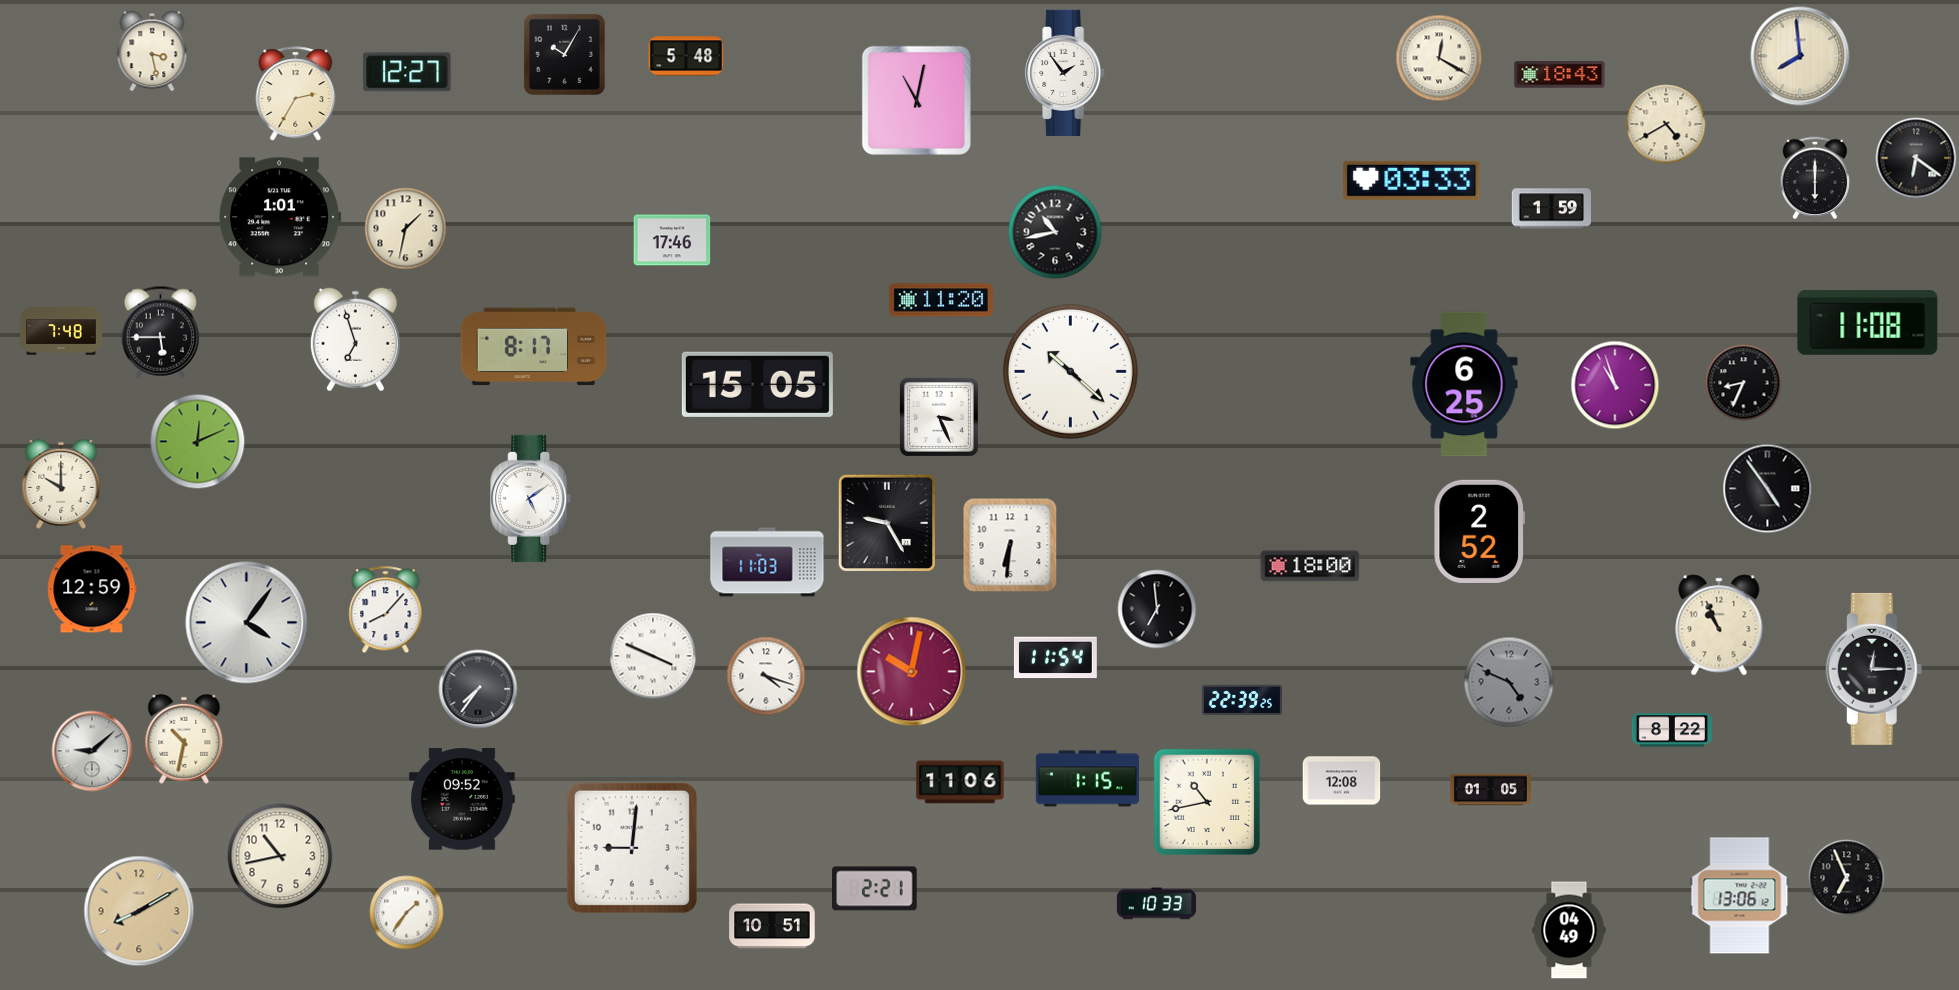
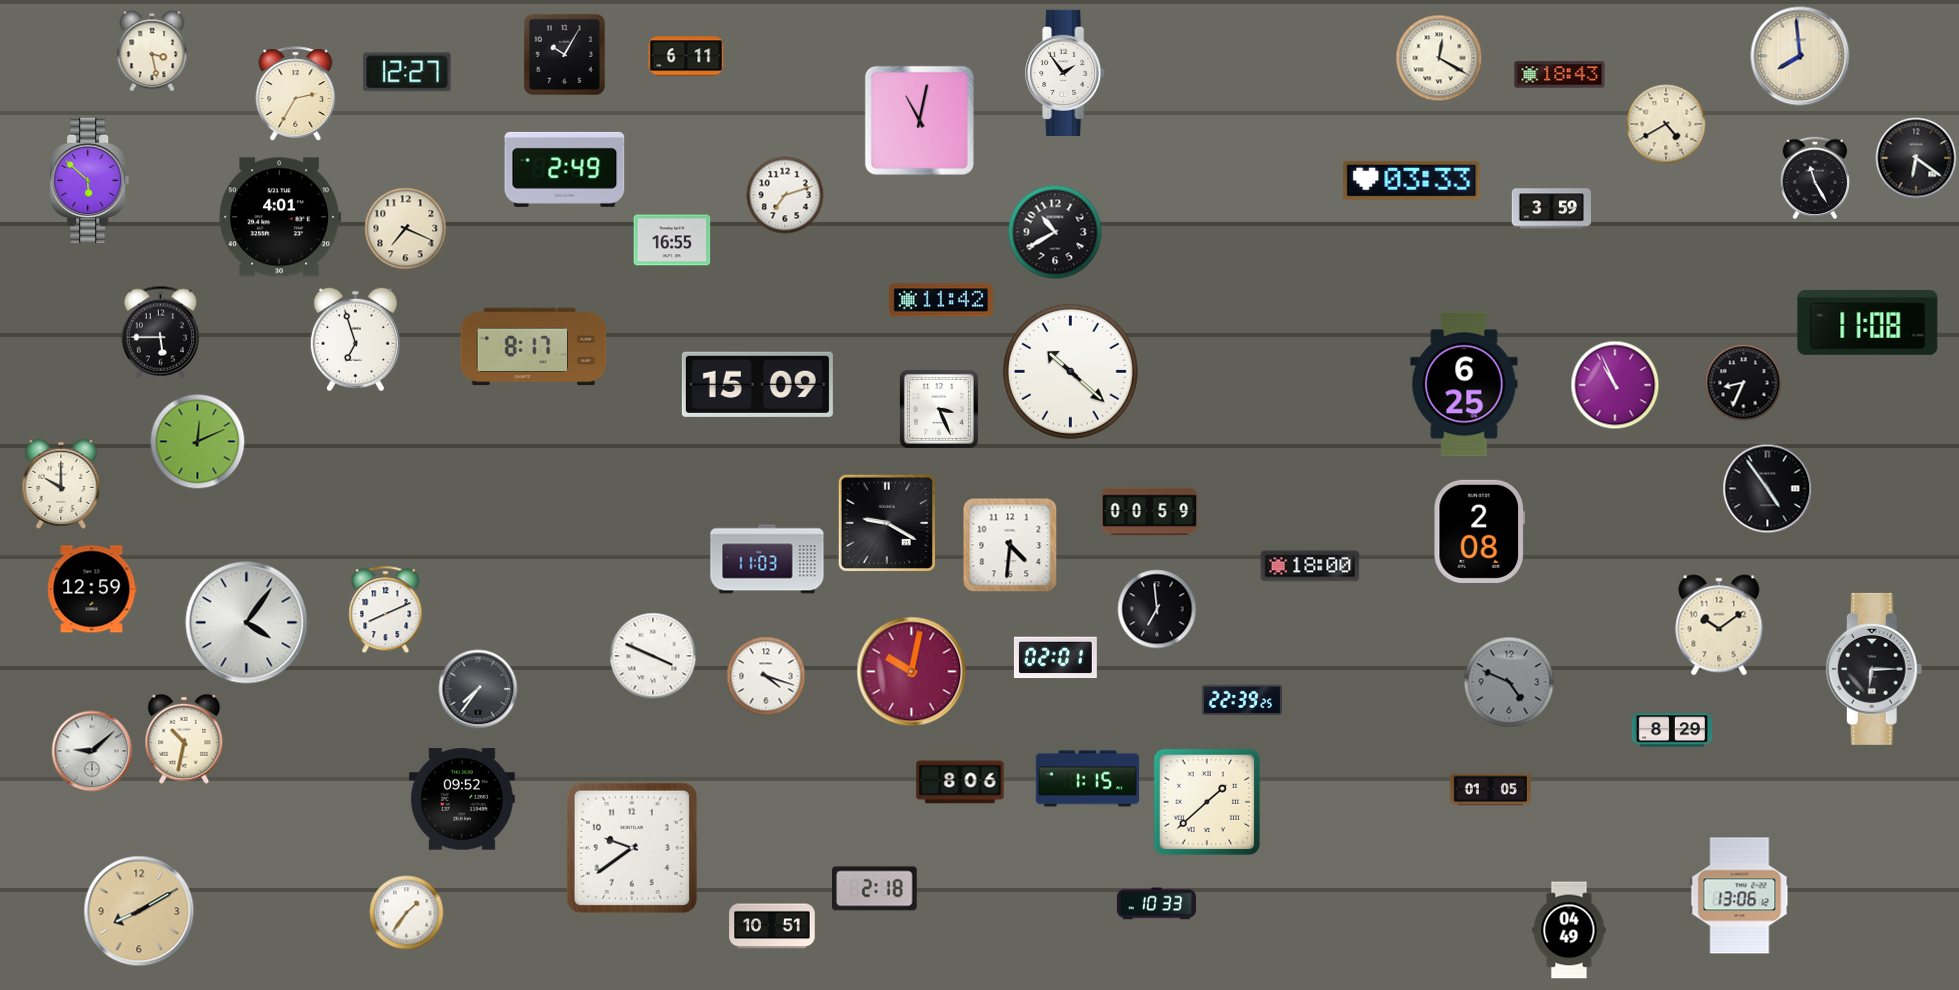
clock at (686, 56): 5:48 -> 6:11
clock at (916, 100) position: (916, 100) -> (919, 120)
clock at (565, 169): none -> 2:49
clock at (1815, 177): 6:00 -> 11:25
clock at (90, 180): none -> 5:52
clock at (785, 195): none -> 7:12
clock at (1551, 209): 1:59 -> 3:59
clock at (280, 217): 1:01 -> 4:01
clock at (406, 229): 1:32 -> 7:19
clock at (1055, 232): 10:43 -> 10:40
clock at (672, 240): 17:46 -> 16:55
clock at (941, 300): 11:20 -> 11:42
clock at (61, 331): 7:48 -> none
clock at (757, 384): 15:05 -> 15:09
clock at (1615, 385): 10:57 -> 10:56
clock at (939, 417) position: (939, 417) -> (939, 409)
clock at (531, 498): 5:09 -> none
clock at (1150, 512): none -> 00:59
clock at (886, 522): 9:25 -> 9:20
clock at (1480, 531): 2:52 -> 2:08
clock at (1010, 545): 6:31 -> 4:31
clock at (767, 562) position: (767, 562) -> (767, 559)
clock at (386, 610): 8:07 -> 8:11
clock at (1719, 625): 10:56 -> 10:09
clock at (1055, 658): 11:54 -> 02:01
clock at (1874, 669): 12:15 -> 6:15
clock at (1672, 730): 8:22 -> 8:29
clock at (1342, 781): 12:08 -> none
clock at (960, 782): 11:06 -> 8:06
clock at (1207, 802): 10:43 -> 1:38
clock at (632, 848): 9:01 -> 9:39
clock at (280, 856): 10:43 -> none
clock at (1847, 878): 6:56 -> none
clock at (875, 889): 2:21 -> 2:18
